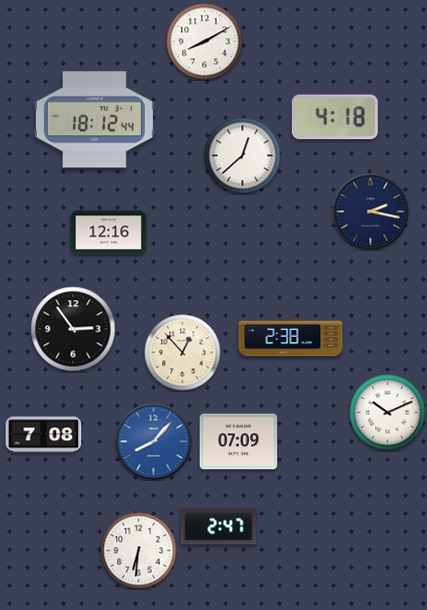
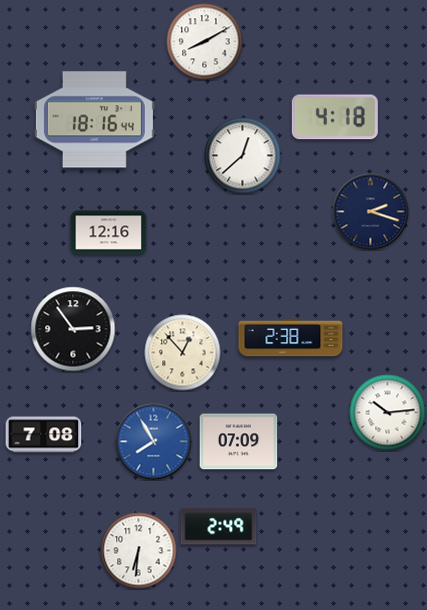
clock at (94, 120): 18:12 -> 18:16
clock at (371, 212): 2:17 -> 2:18
clock at (388, 413): 10:11 -> 10:14
clock at (154, 442): 8:07 -> 7:55
clock at (219, 527): 2:47 -> 2:49
